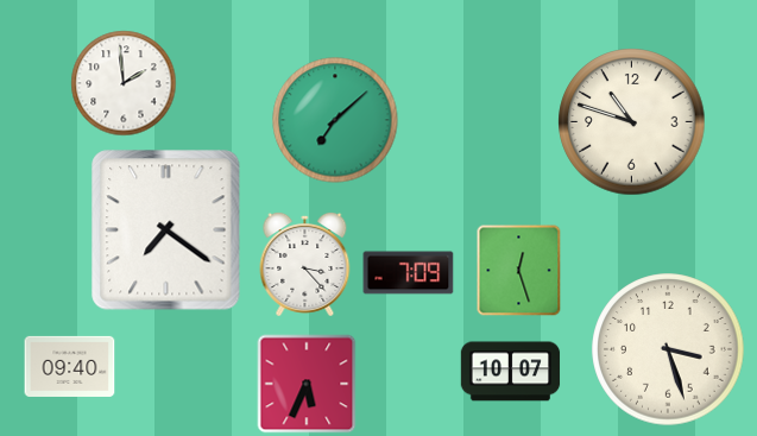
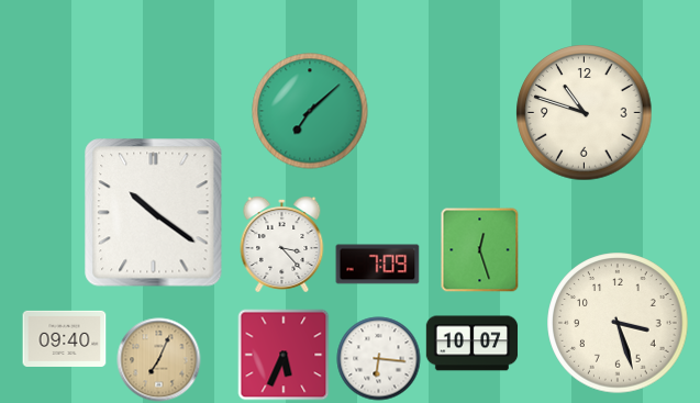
clock at (124, 83): 1:59 -> none
clock at (166, 230): 7:21 -> 10:21
clock at (409, 273) position: (409, 273) -> (378, 265)
clock at (379, 359): none -> 6:16
clock at (159, 360): none -> 7:04
